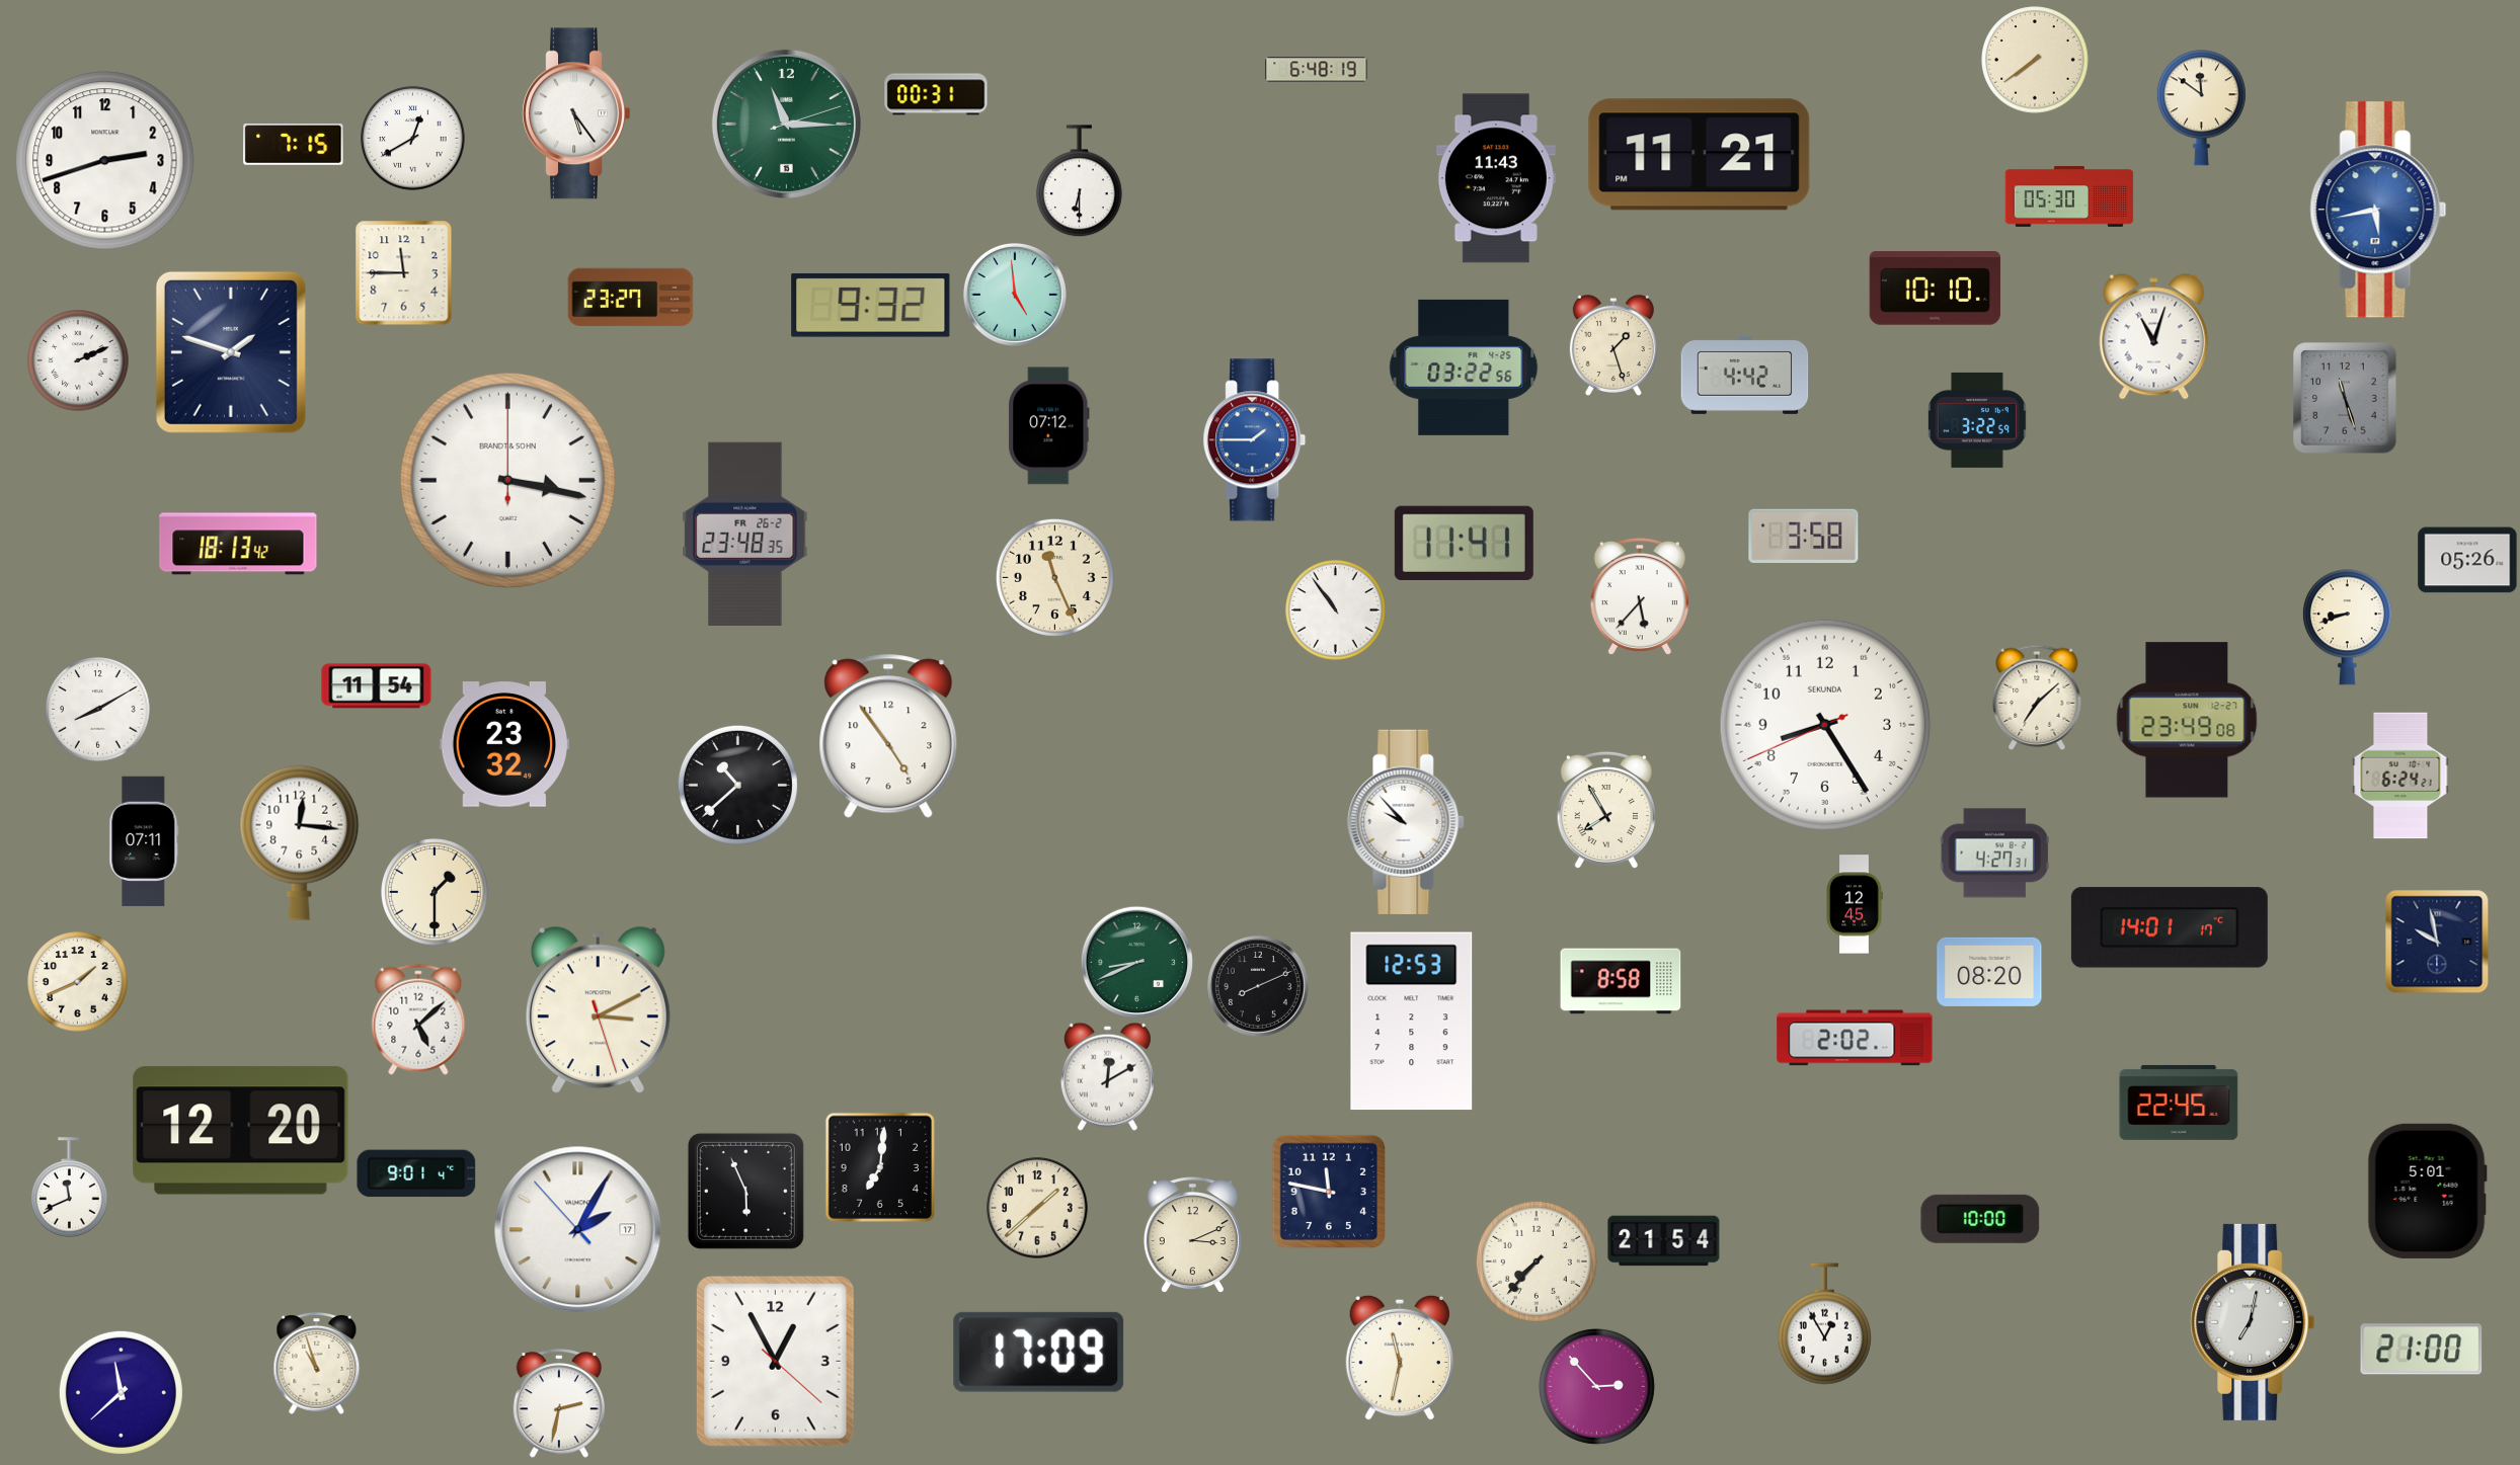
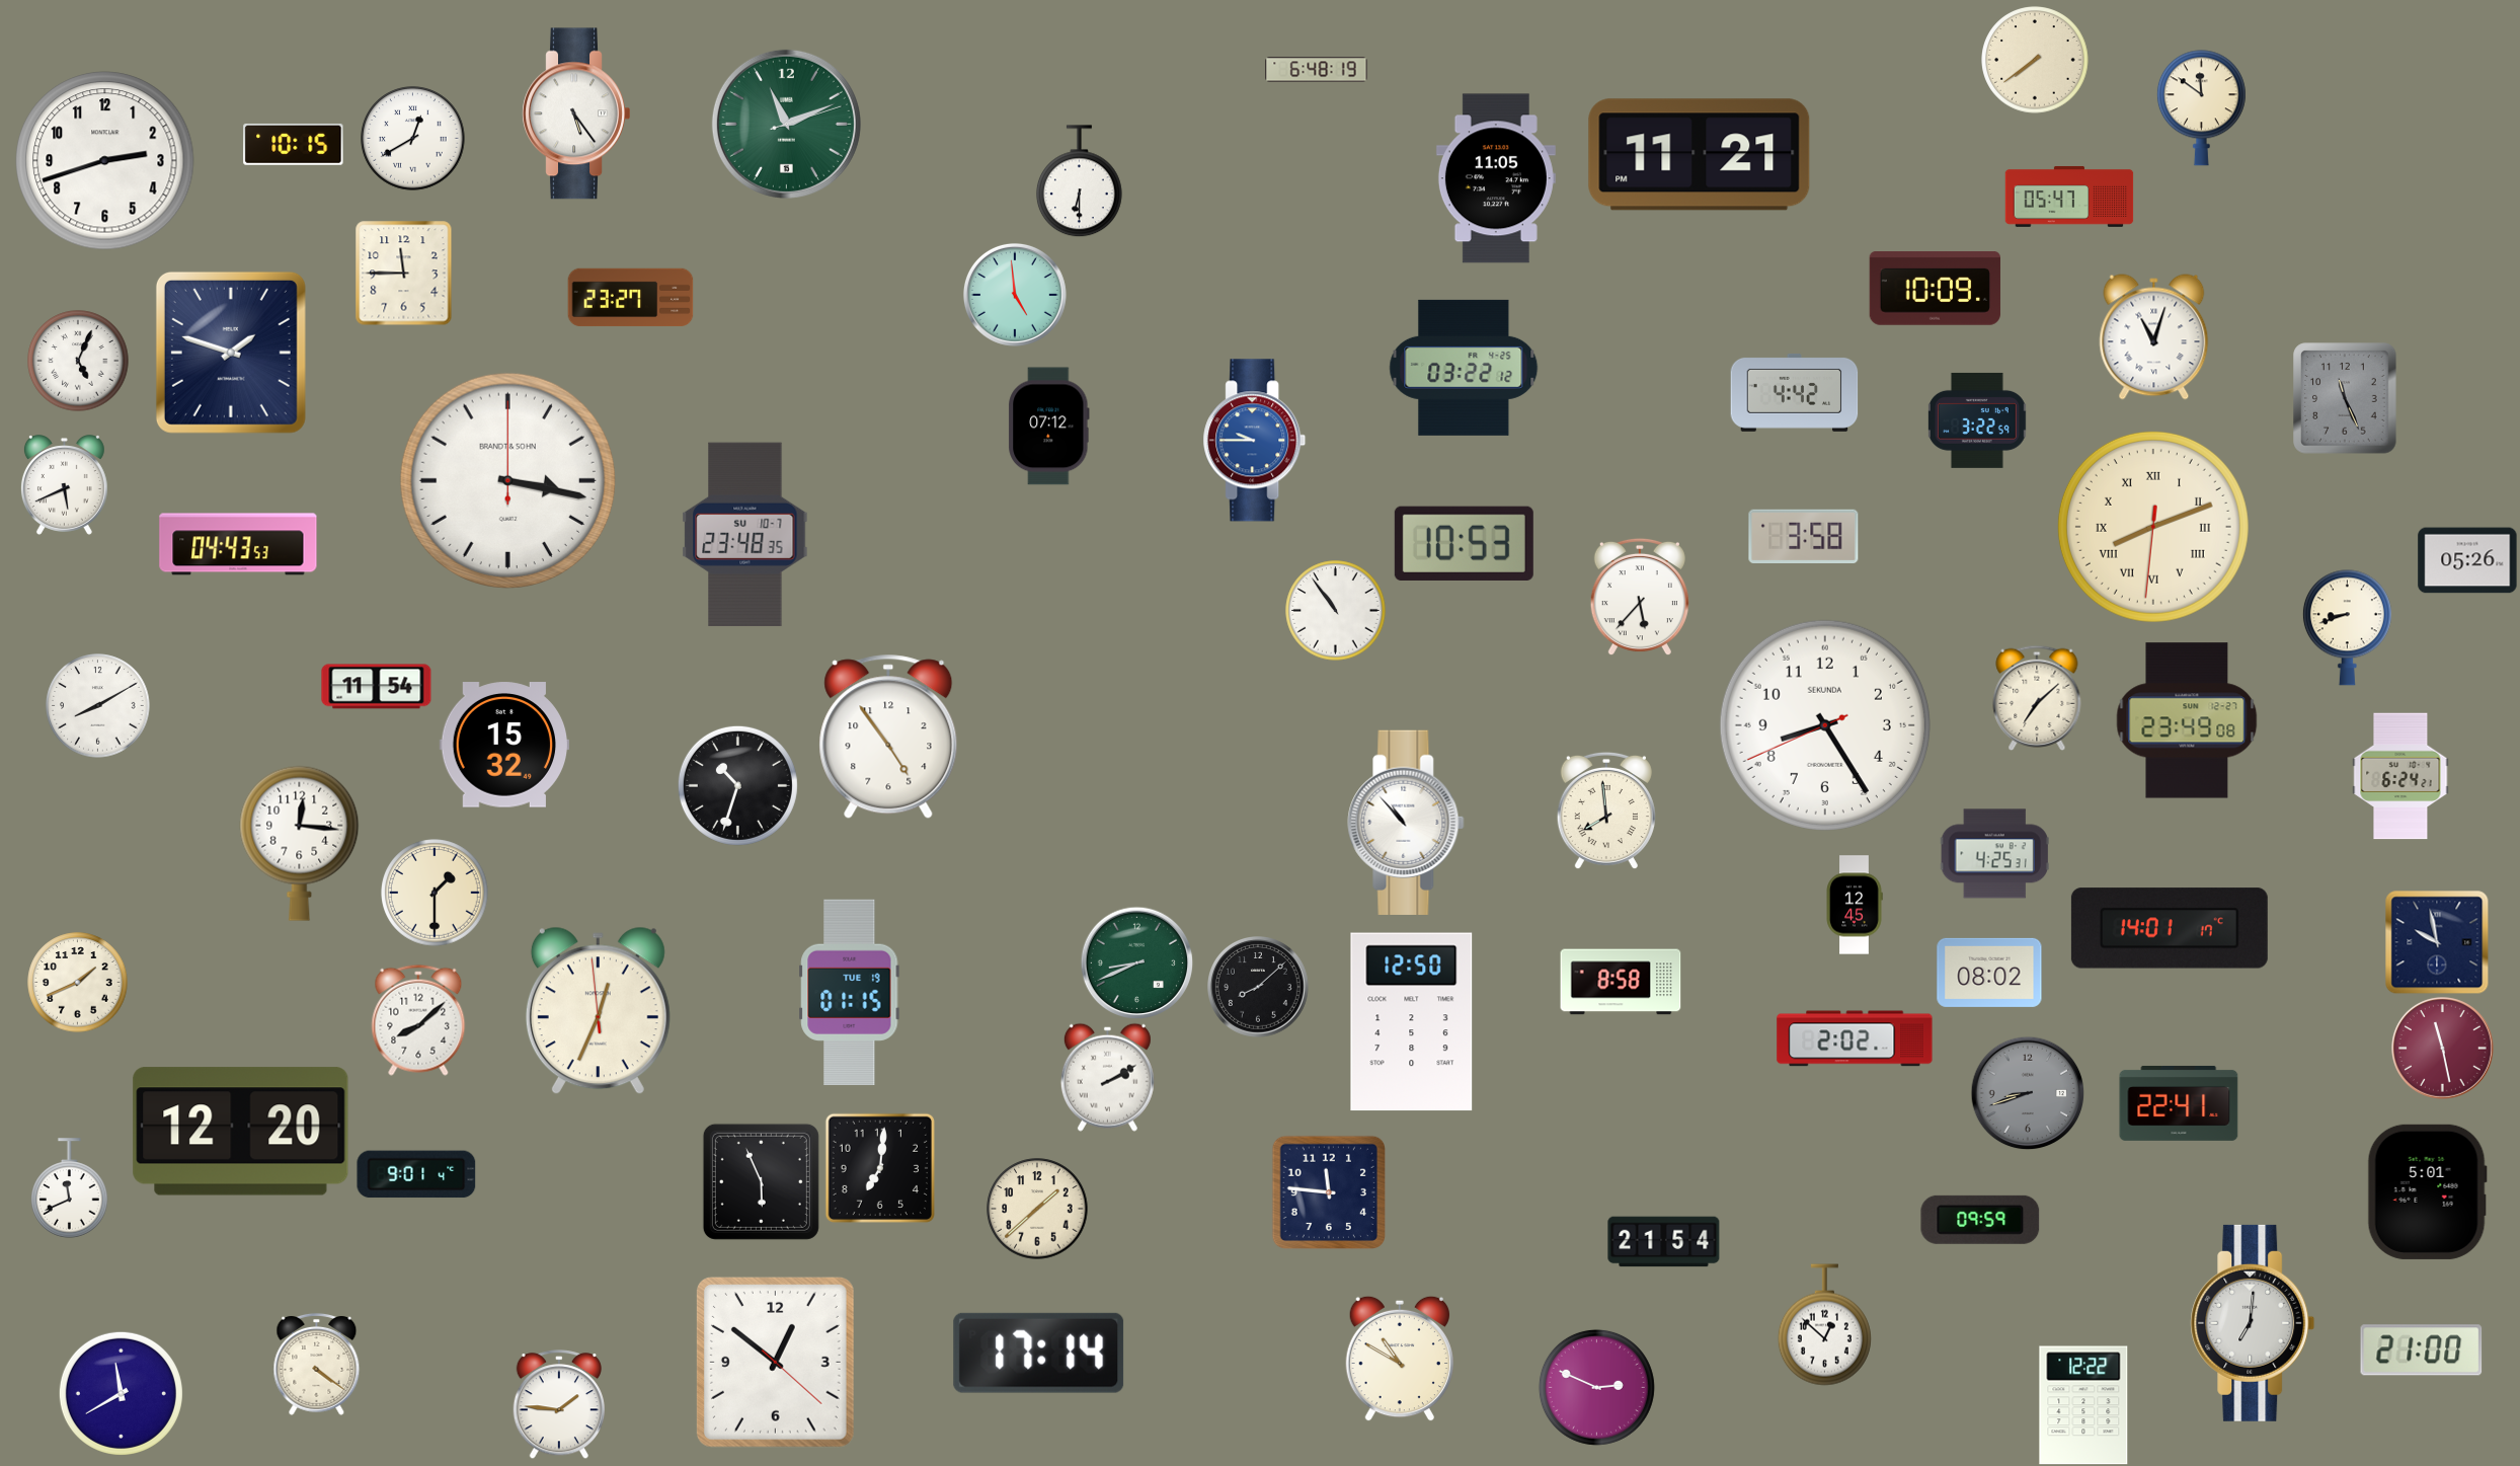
clock at (936, 94): 00:31 -> none
clock at (786, 124): 11:15 -> 11:11
clock at (294, 145): 7:15 -> 10:15
clock at (1496, 178): 11:43 -> 11:05
clock at (2069, 196): 05:30 -> 05:47
clock at (2378, 210): 5:43 -> none
clock at (1935, 289): 10:10 -> 10:09
clock at (871, 306): 9:32 -> none
clock at (1613, 345): 1:27 -> none
clock at (78, 360): 2:11 -> 5:04
clock at (1464, 368): 03:22:56 -> 03:22:12
clock at (1745, 375) position: (1745, 375) -> (1795, 392)
clock at (2345, 398): 11:27 -> 11:26
clock at (1255, 440): 1:45 -> 9:45
clock at (64, 485): none -> 5:41
clock at (2153, 527): none -> 8:11
clock at (745, 534) date: FR 26-2 -> SU 10-7
clock at (1464, 543): 11:41 -> 10:53
clock at (238, 544): 18:13 -> 04:43
clock at (1054, 577): 11:26 -> none
clock at (98, 710) position: (98, 710) -> (98, 706)
clock at (503, 744): 23:32 -> 15:32
clock at (737, 785): 10:38 -> 10:33
clock at (1606, 810): 7:55 -> 7:59
clock at (1406, 822): 9:53 -> 10:53
clock at (144, 841): 07:11 -> none
clock at (1994, 853): 4:27 -> 4:25
clock at (1989, 972): 08:20 -> 08:02
clock at (1259, 987): 8:11 -> 8:08
clock at (850, 992): none -> 01:15
clock at (598, 1010): 3:10 -> 12:33
clock at (418, 1020): 5:08 -> 8:08
clock at (1412, 1022): 12:53 -> 12:50
clock at (2442, 1048): none -> 11:28
clock at (1107, 1076): 12:10 -> 2:10
clock at (2028, 1093): none -> 8:42
clock at (2179, 1103): 22:45 -> 22:41
clock at (745, 1191) position: (745, 1191) -> (761, 1181)
clock at (1328, 1191): 11:47 -> 11:46
clock at (1980, 1219): 10:00 -> 09:59
clock at (578, 1230): 2:04 -> none
clock at (1192, 1234): 3:11 -> none
clock at (1537, 1261): 7:37 -> none
clock at (2253, 1322): 7:02 -> 7:01
clock at (1824, 1324): 12:55 -> 12:52
clock at (1039, 1352): 17:09 -> 17:14
clock at (1400, 1358): 11:32 -> 10:50
clock at (775, 1361): 12:55 -> 12:51
clock at (317, 1363): 10:57 -> 4:21
clock at (1596, 1386): 2:53 -> 2:49
clock at (121, 1392): 11:38 -> 11:40
clock at (558, 1403): 2:32 -> 1:46
clock at (2083, 1405): none -> 12:22
